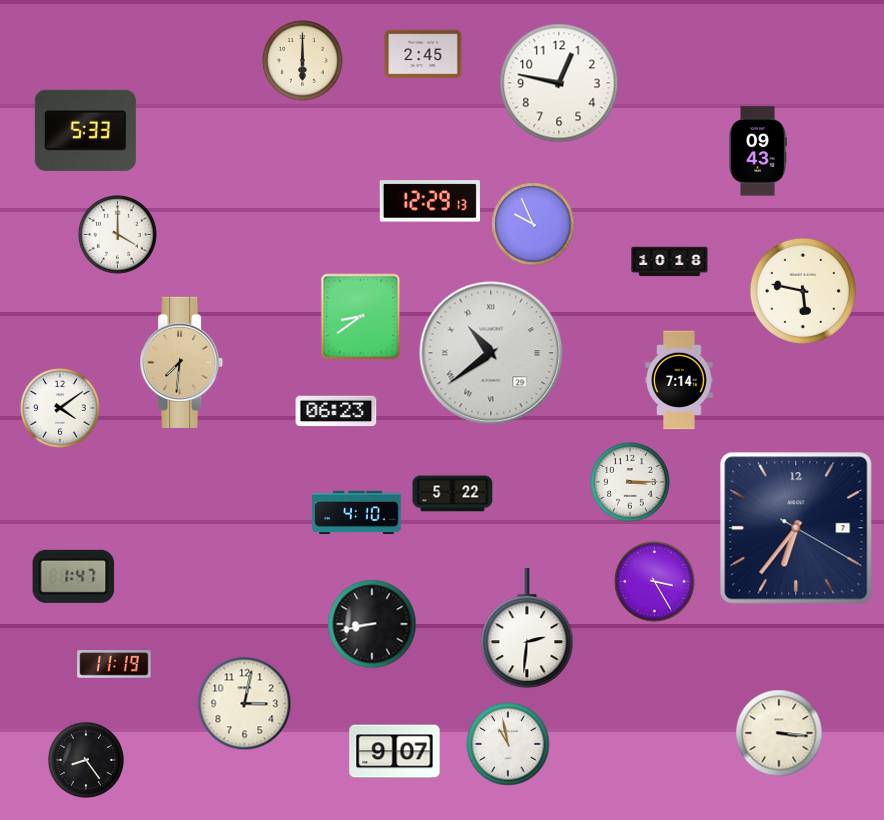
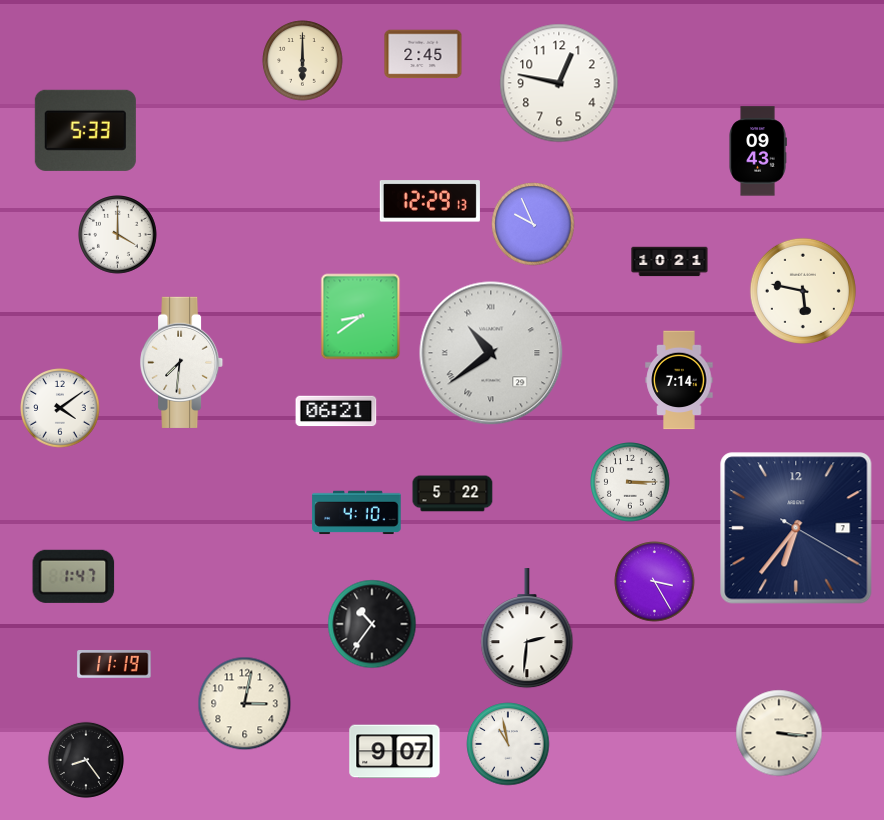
clock at (670, 262): 10:18 -> 10:21
clock at (182, 362) dial: champagne -> white
clock at (336, 411): 06:23 -> 06:21
clock at (372, 624): 8:43 -> 10:36
